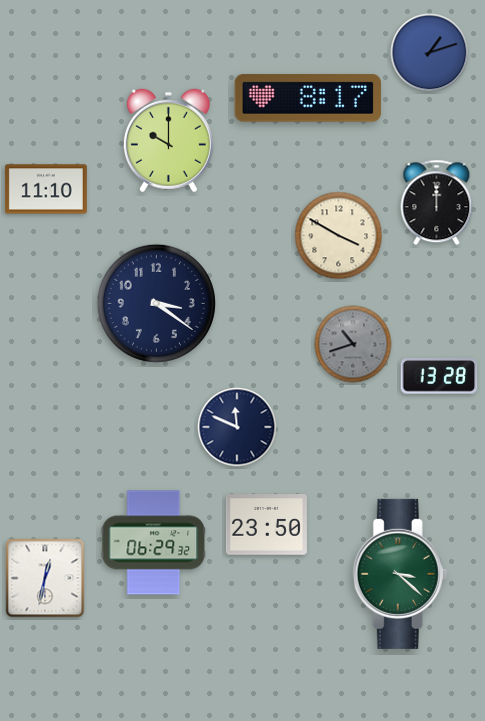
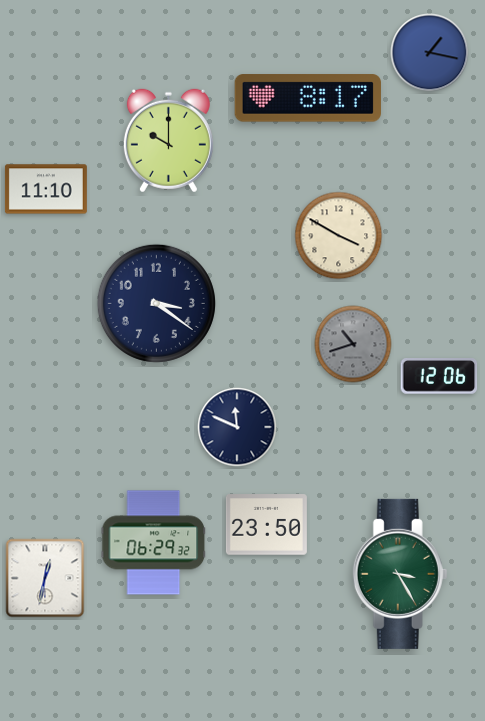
clock at (430, 53): 1:12 -> 1:17
clock at (437, 203): 12:00 -> none
clock at (439, 377): 13:28 -> 12:06
clock at (400, 574): 3:22 -> 3:25
